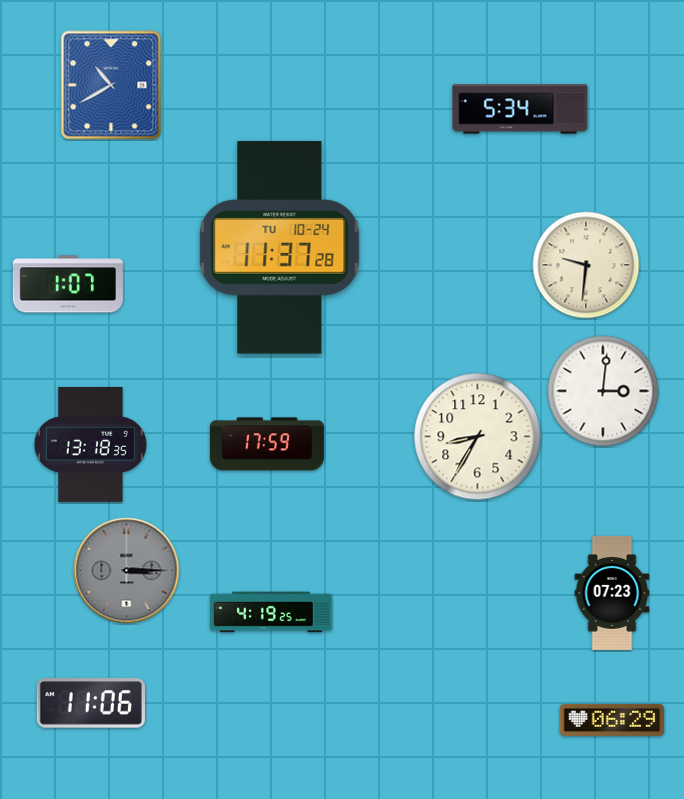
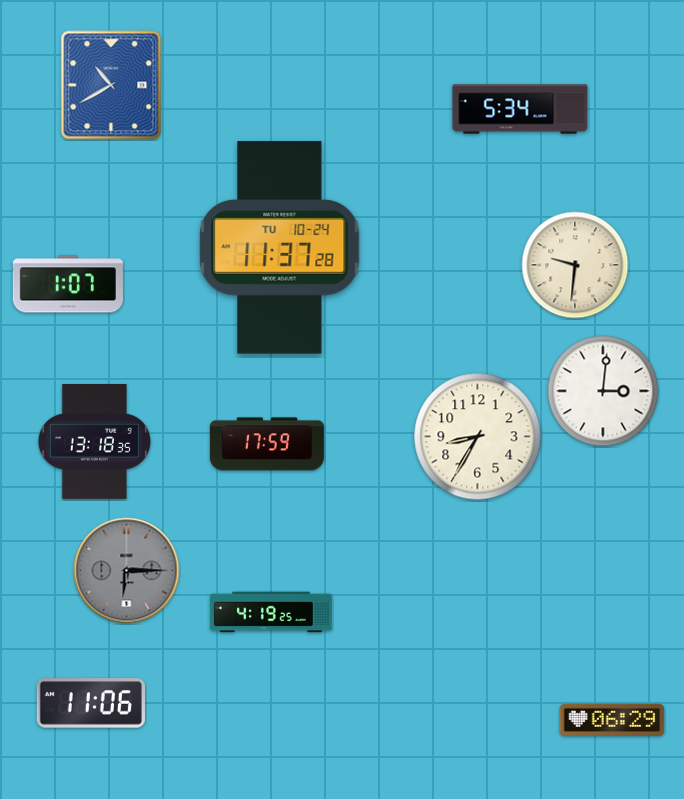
clock at (586, 265) position: (586, 265) -> (575, 265)
clock at (90, 444) position: (90, 444) -> (94, 441)
clock at (127, 571): 3:15 -> 6:15
clock at (612, 593): 07:23 -> none
